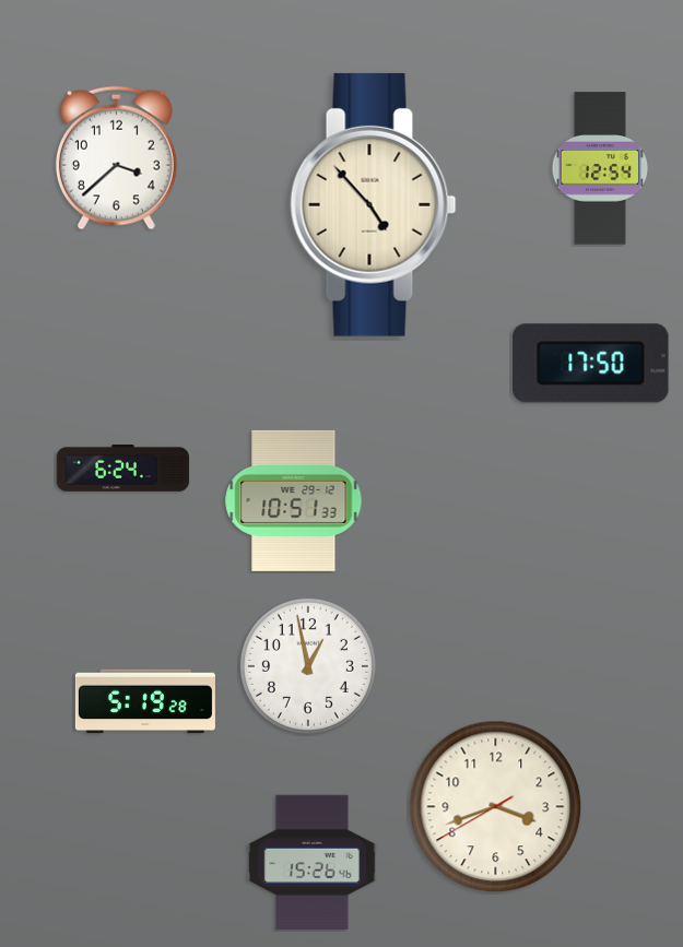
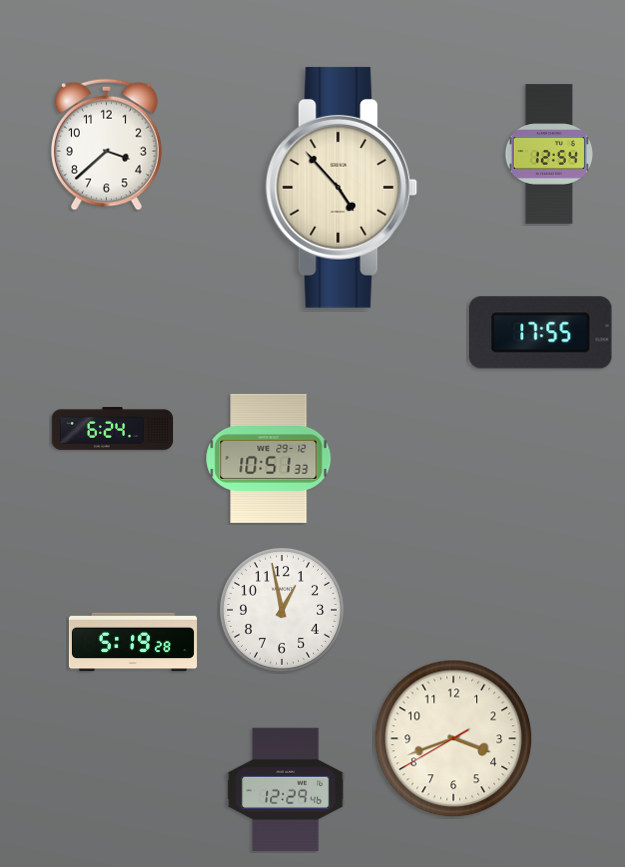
clock at (591, 364): 17:50 -> 17:55
clock at (313, 862): 15:26 -> 12:29
